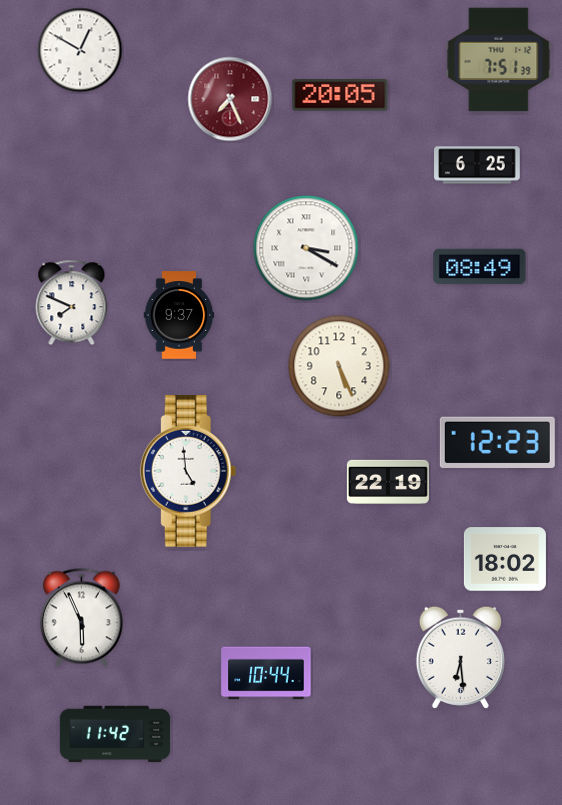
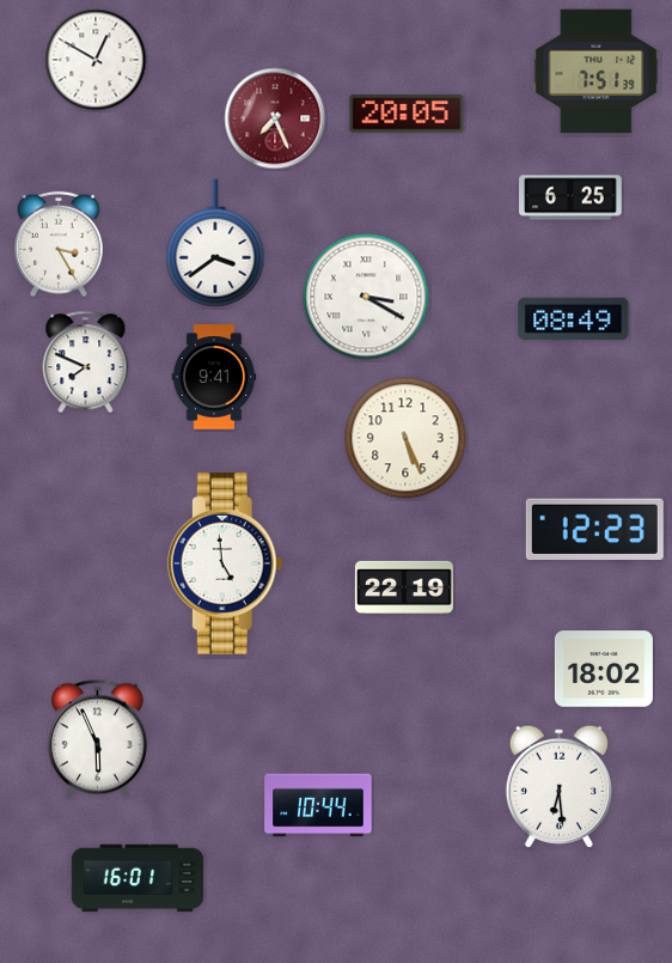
clock at (215, 243): none -> 3:39
clock at (59, 244): none -> 3:25
clock at (179, 315): 9:37 -> 9:41
clock at (388, 482) position: (388, 482) -> (404, 587)
clock at (460, 657) position: (460, 657) -> (558, 786)
clock at (115, 734): 11:42 -> 16:01
